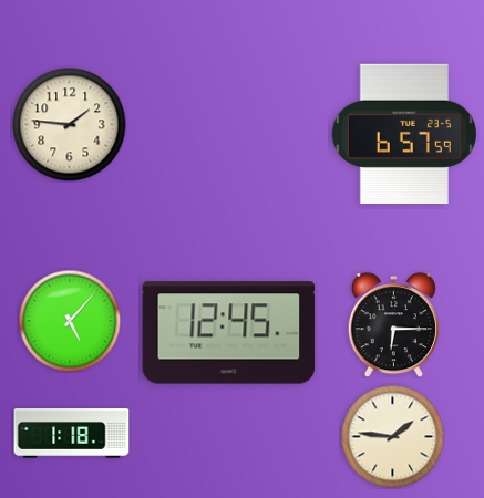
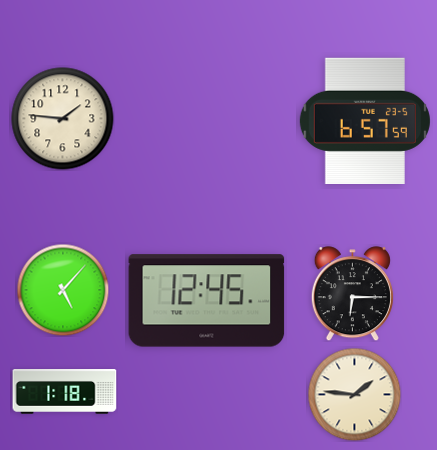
clock at (70, 125) position: (70, 125) -> (63, 119)
clock at (393, 325) position: (393, 325) -> (352, 294)
